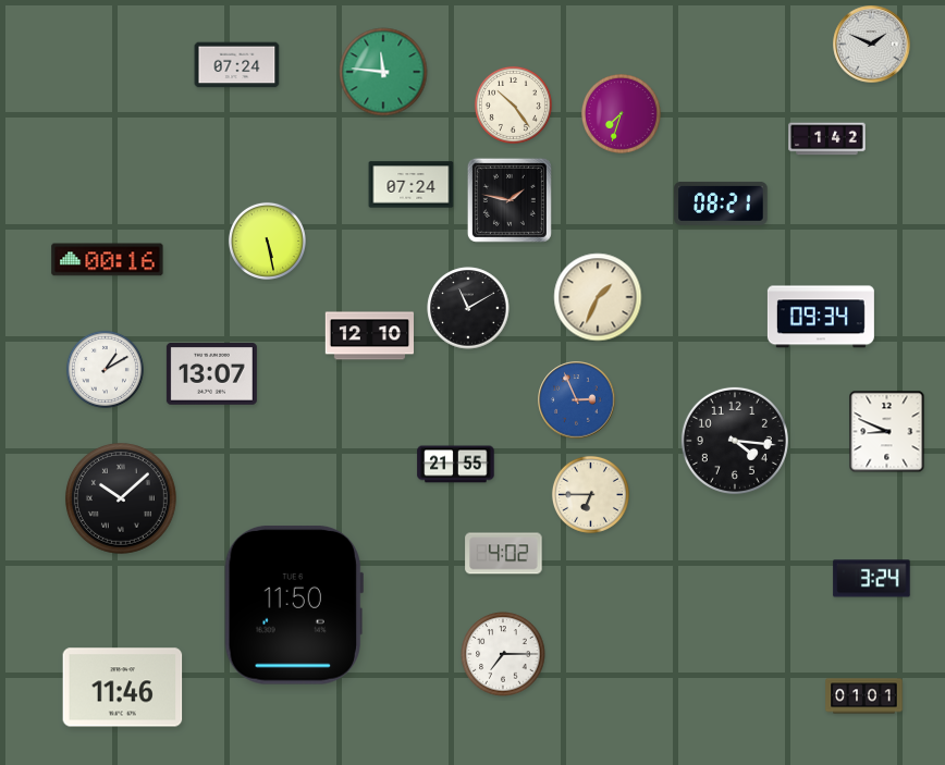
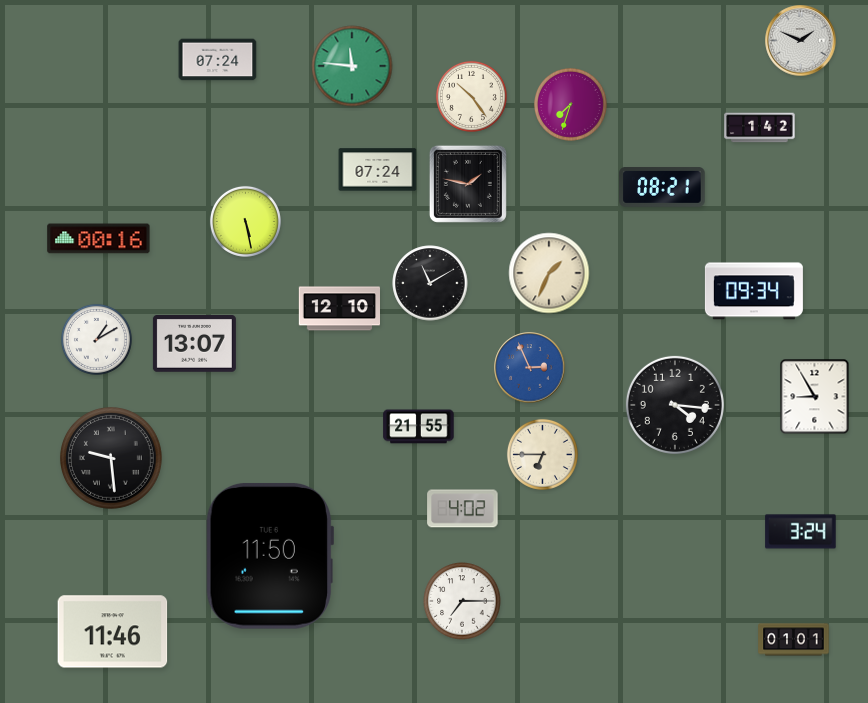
clock at (887, 432): 8:49 -> 8:55
clock at (121, 498): 10:08 -> 9:29
